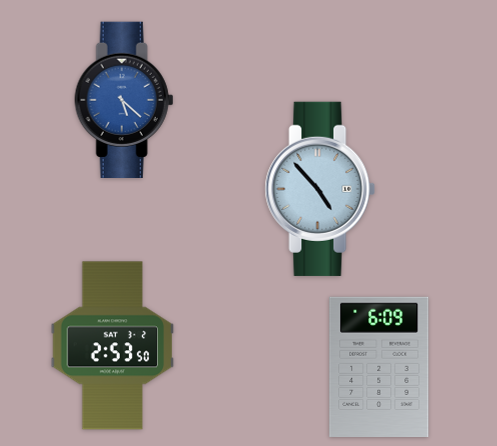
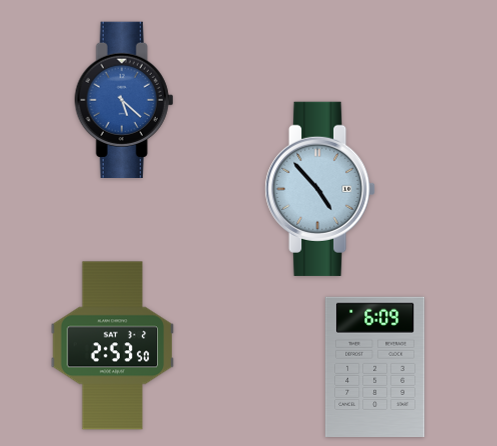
clock at (379, 366) position: (379, 366) -> (375, 366)
